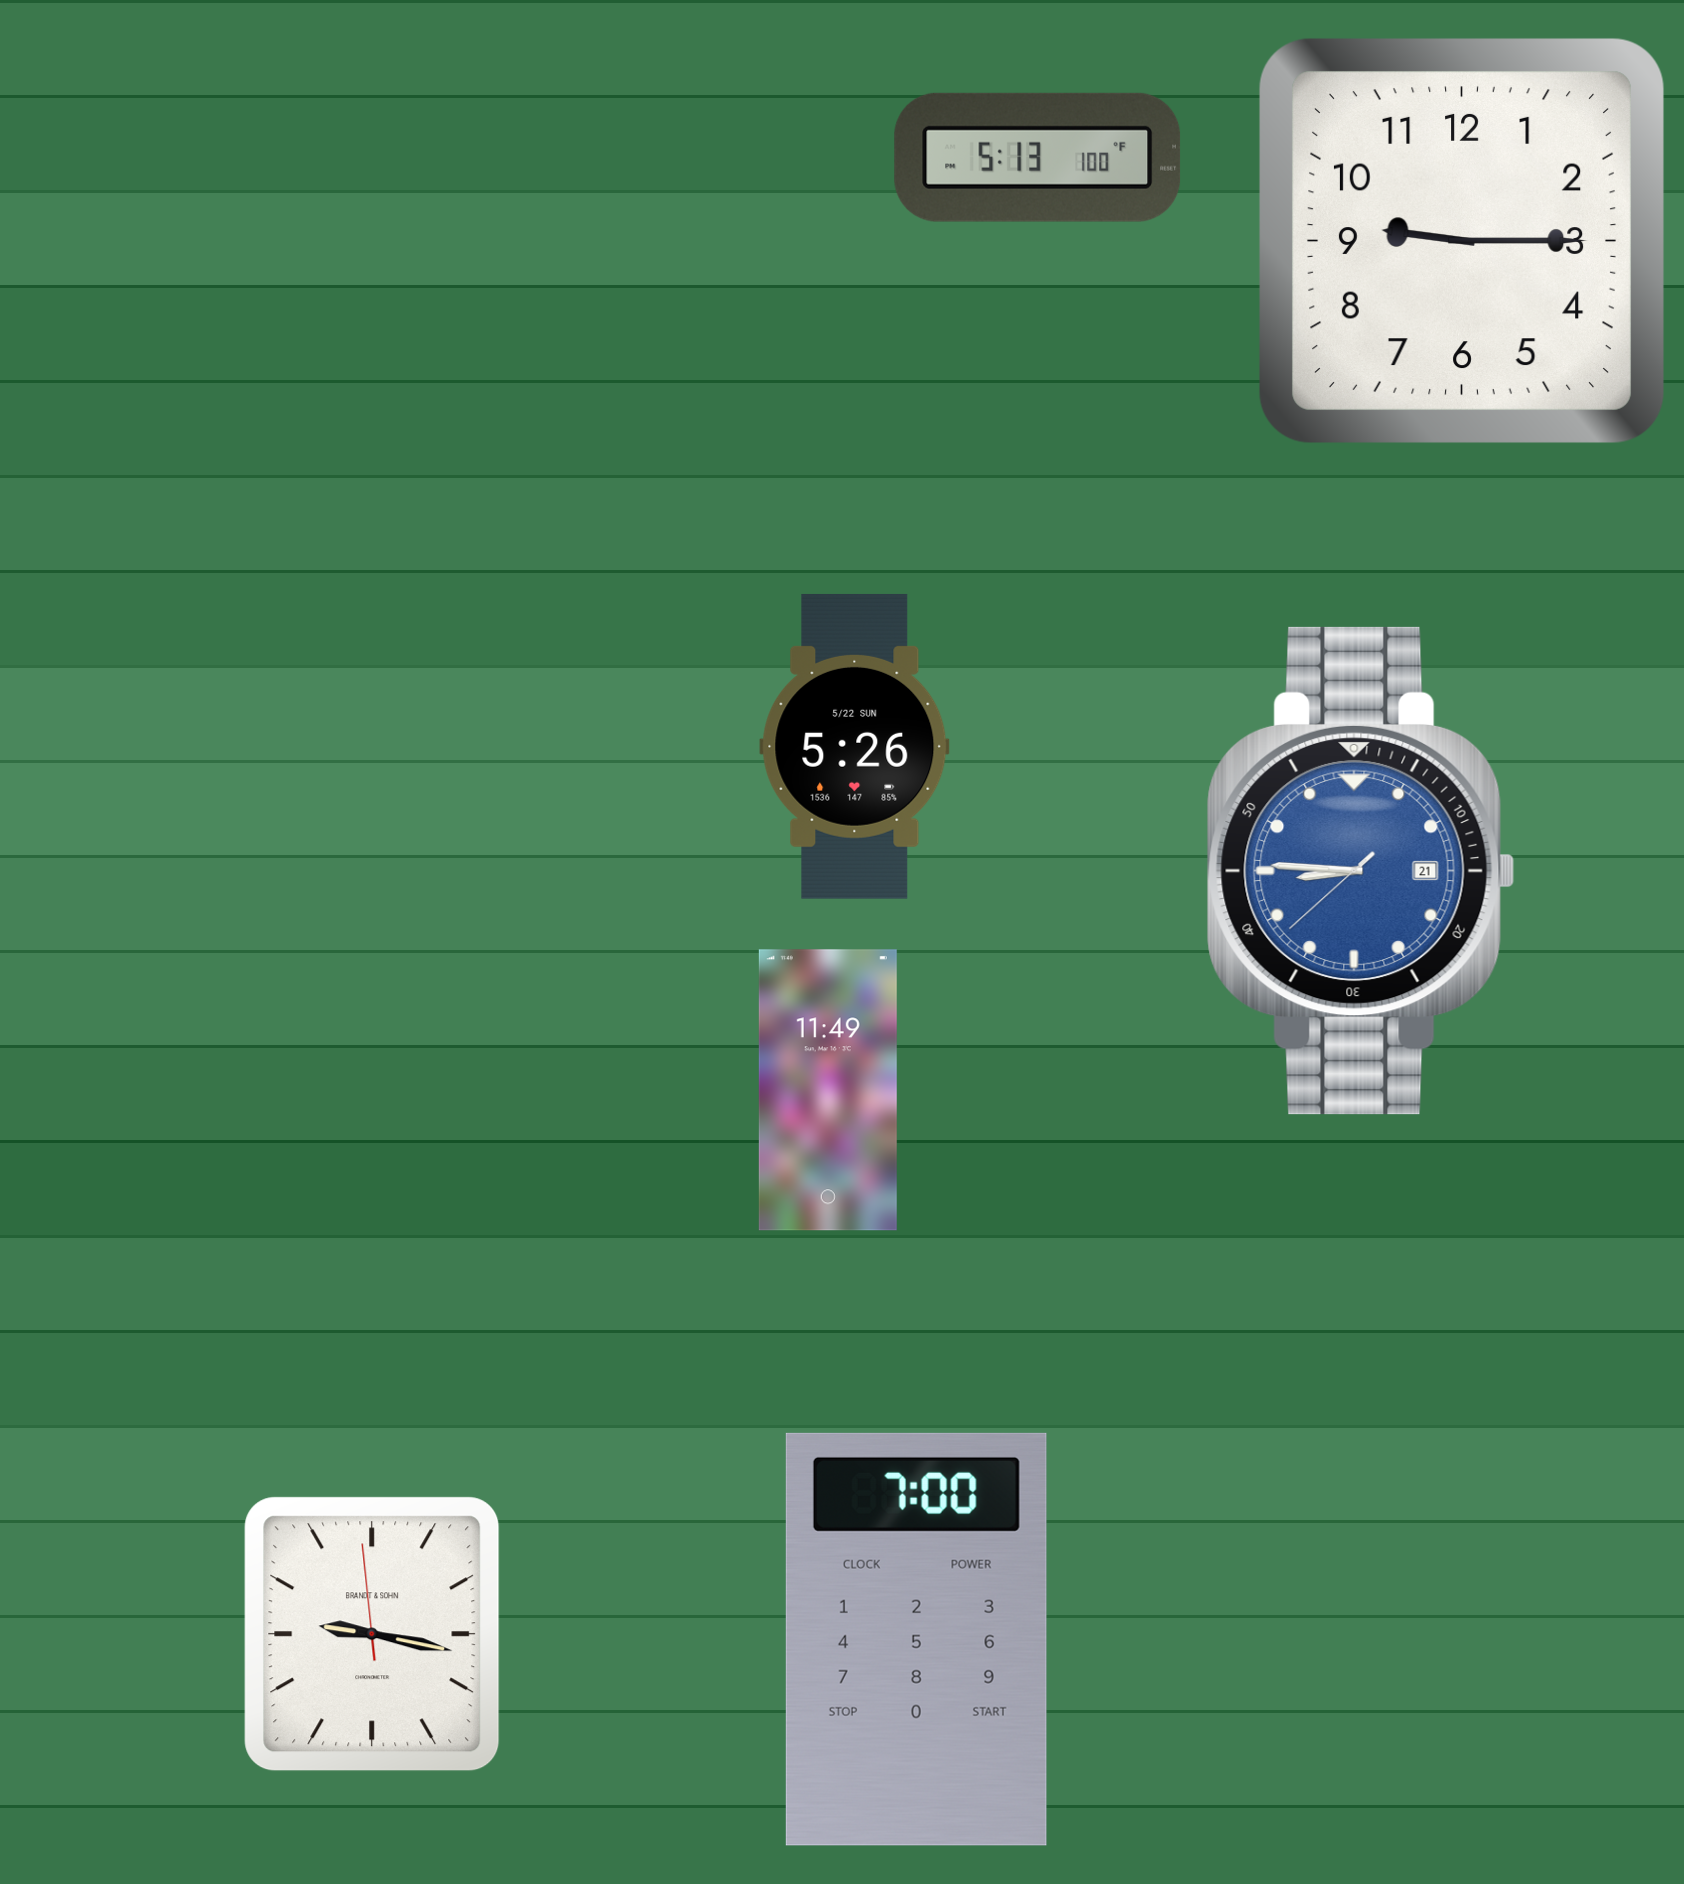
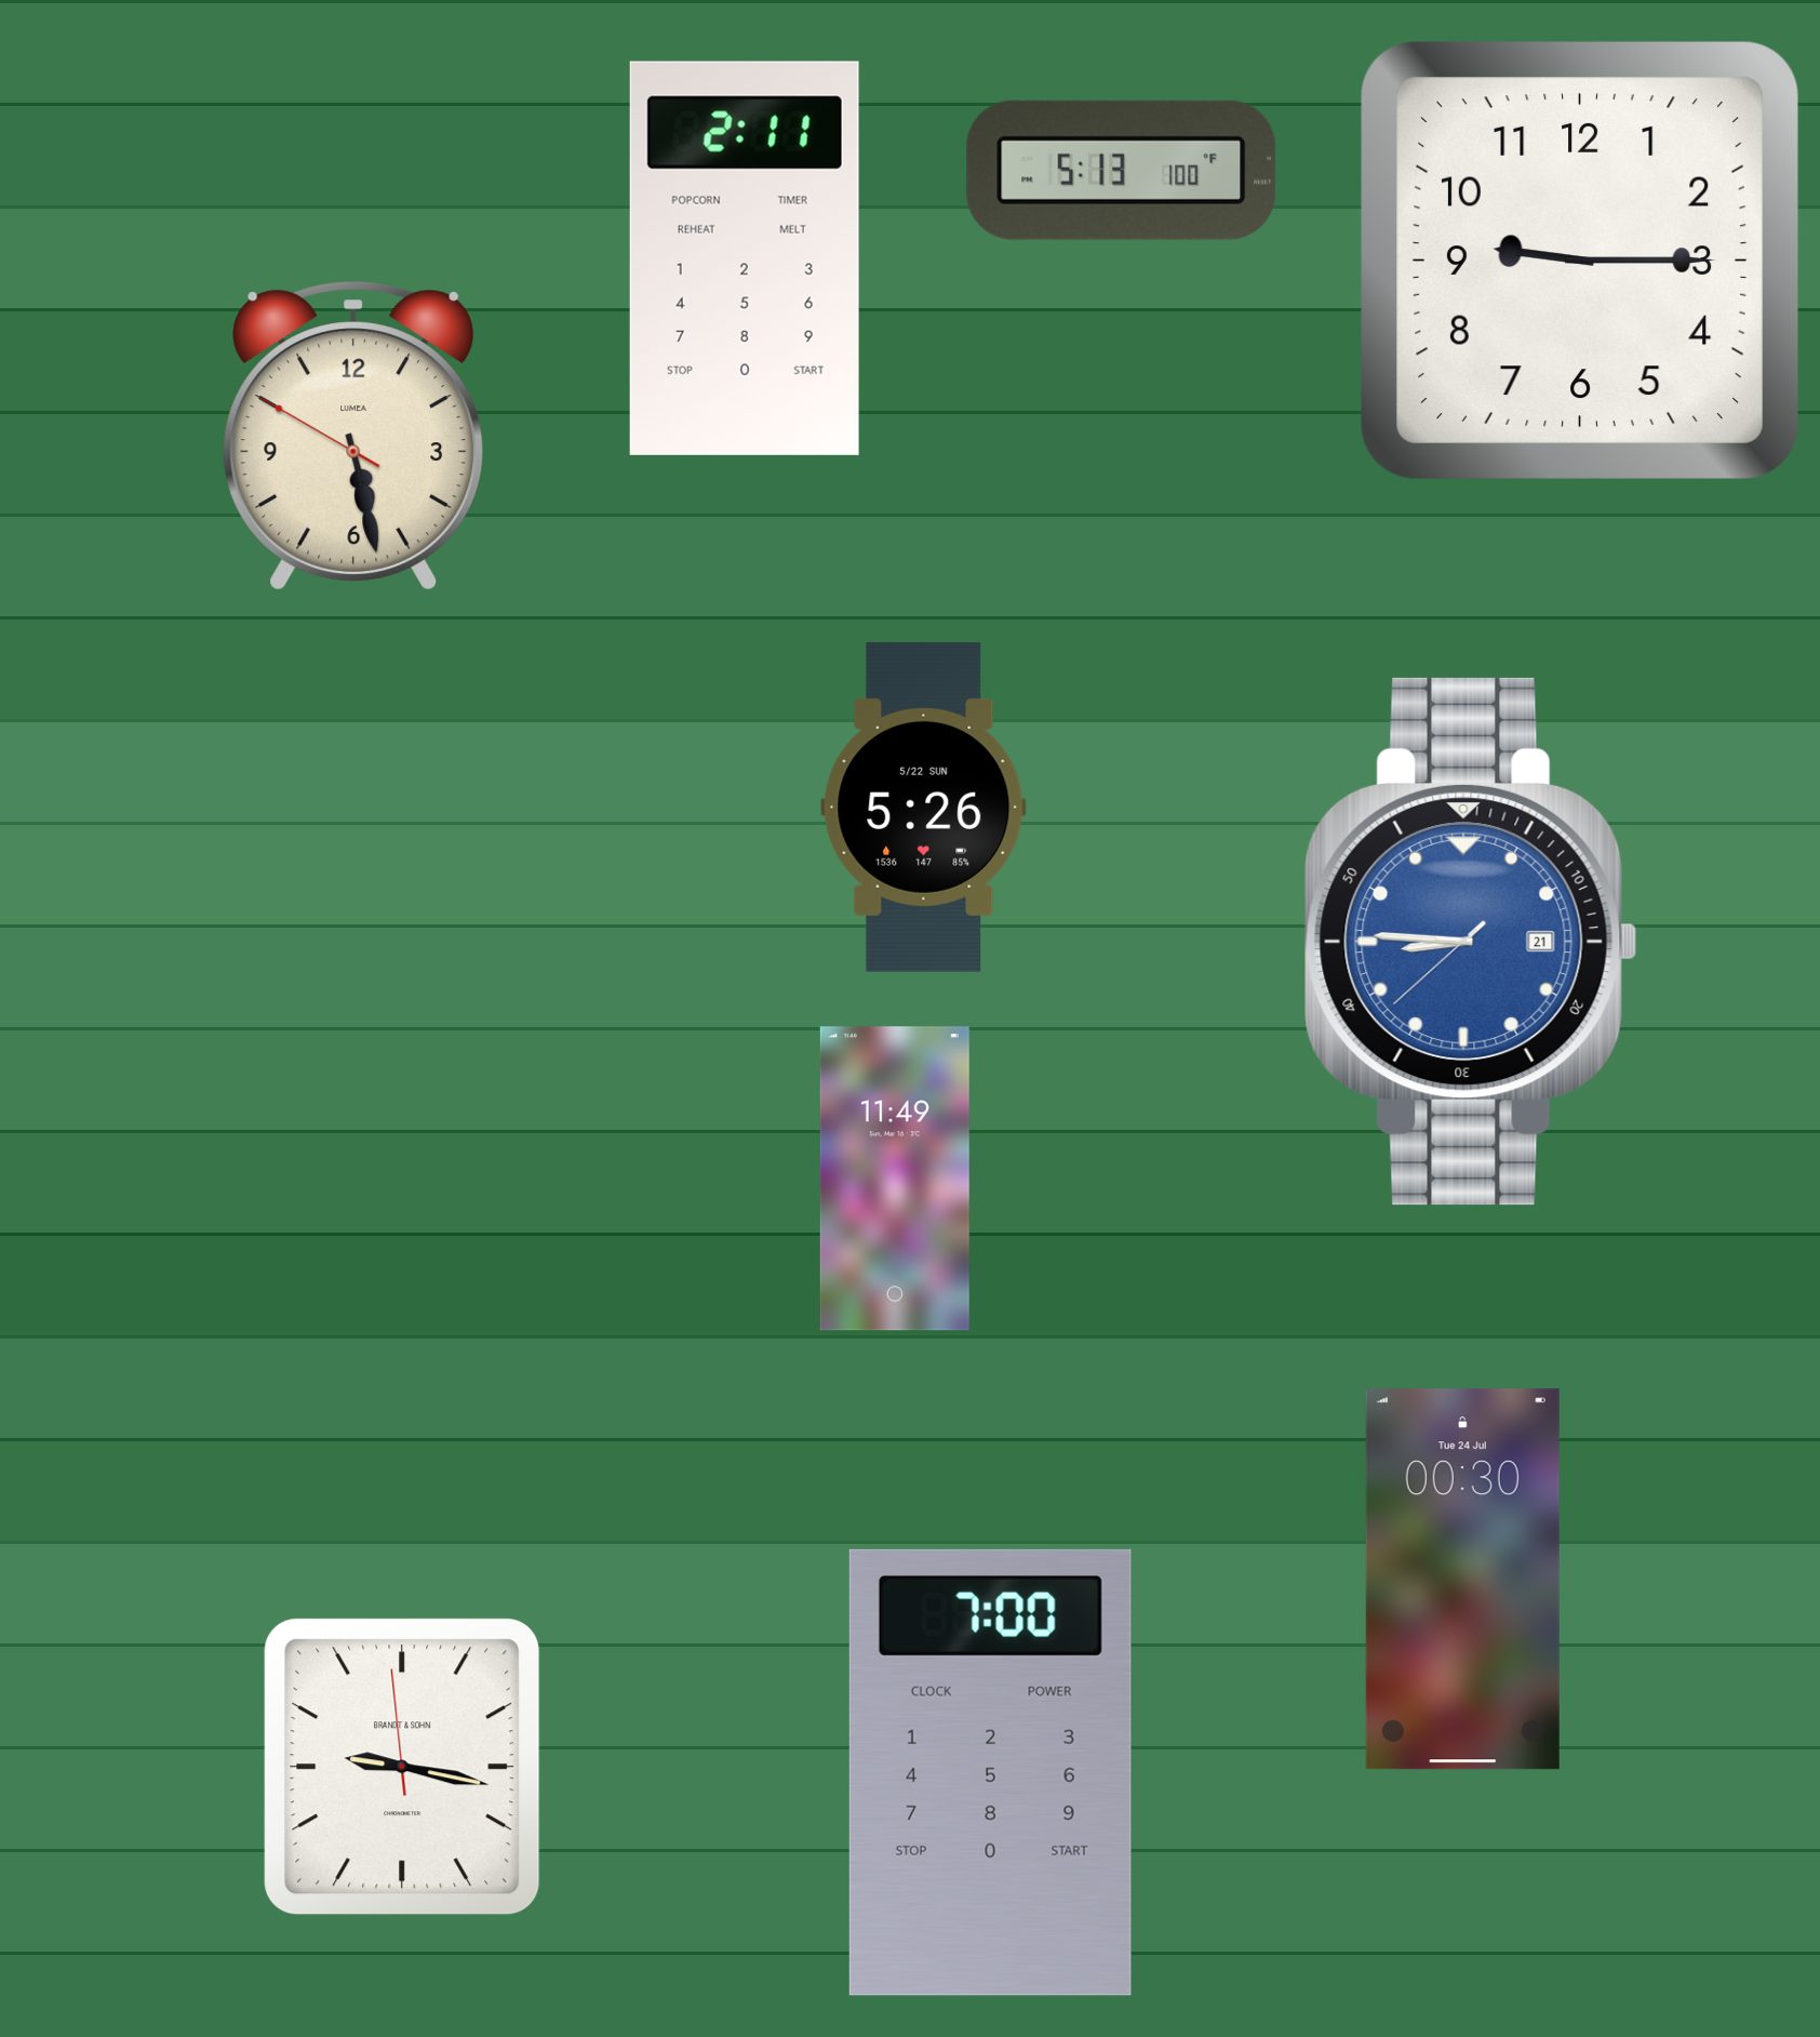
clock at (745, 258): none -> 2:11
clock at (353, 436): none -> 5:27
clock at (1462, 1580): none -> 00:30
